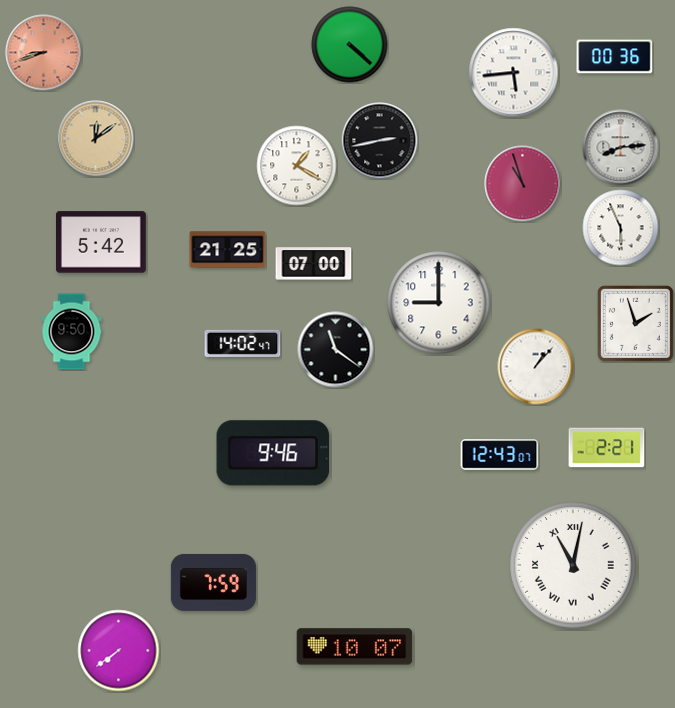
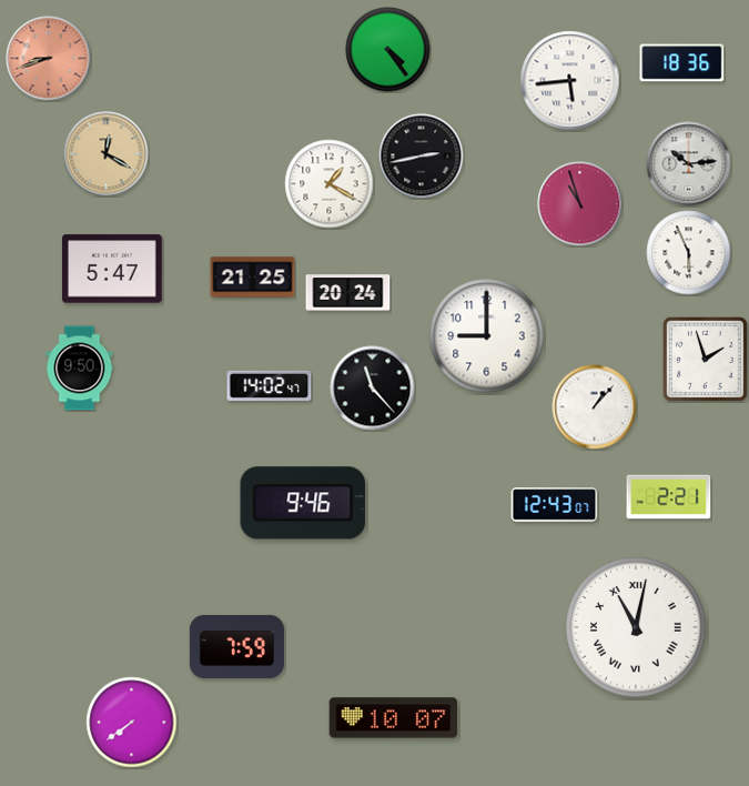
clock at (350, 45): 4:22 -> 4:24
clock at (615, 57): 00:36 -> 18:36
clock at (96, 139): 12:09 -> 12:20
clock at (621, 148): 8:14 -> 10:14
clock at (101, 242): 5:42 -> 5:47
clock at (314, 264): 07:00 -> 20:24
clock at (243, 343) position: (243, 343) -> (270, 385)
clock at (336, 350): 11:21 -> 11:23
clock at (607, 448) position: (607, 448) -> (669, 497)
